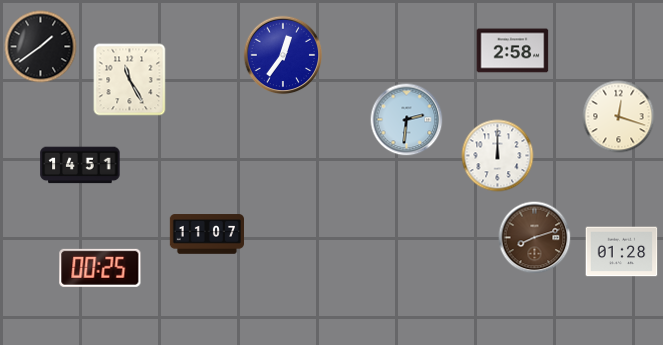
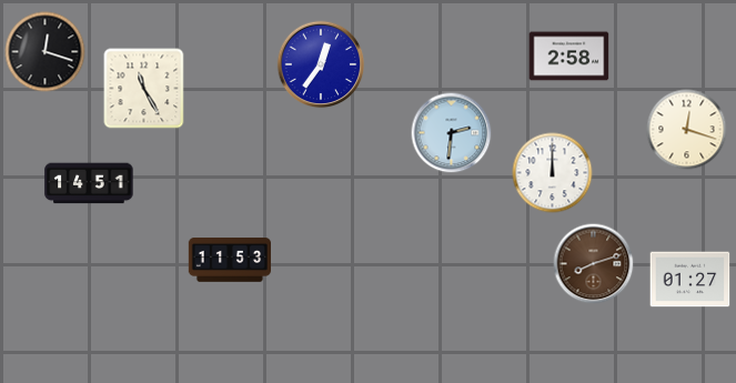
clock at (41, 47): 1:39 -> 12:18
clock at (283, 55) position: (283, 55) -> (321, 64)
clock at (206, 234): 11:07 -> 11:53
clock at (622, 252): 01:28 -> 01:27
clock at (100, 268): 00:25 -> none
